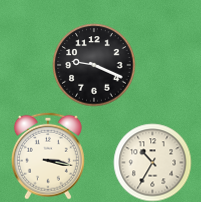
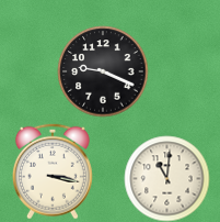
clock at (152, 162): 10:35 -> 11:01
